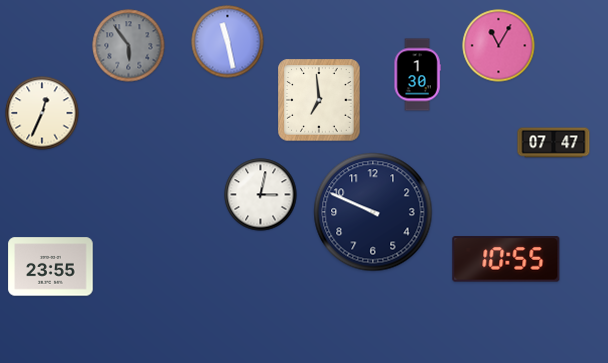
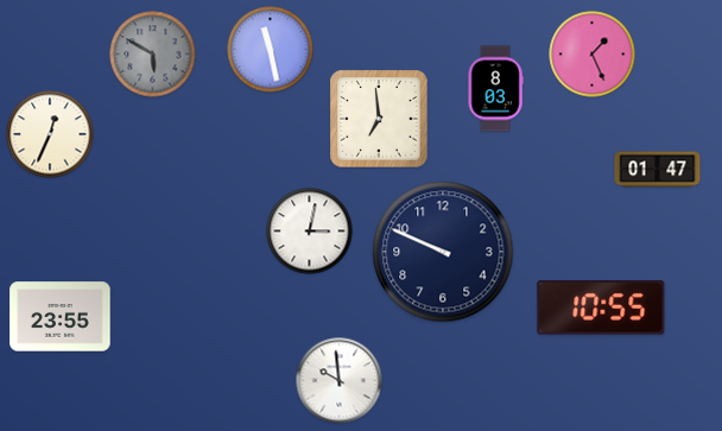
clock at (129, 46): 5:54 -> 5:50
clock at (499, 46): 11:05 -> 1:26
clock at (417, 75): 1:30 -> 8:03
clock at (554, 143): 07:47 -> 01:47
clock at (340, 381): none -> 9:59
